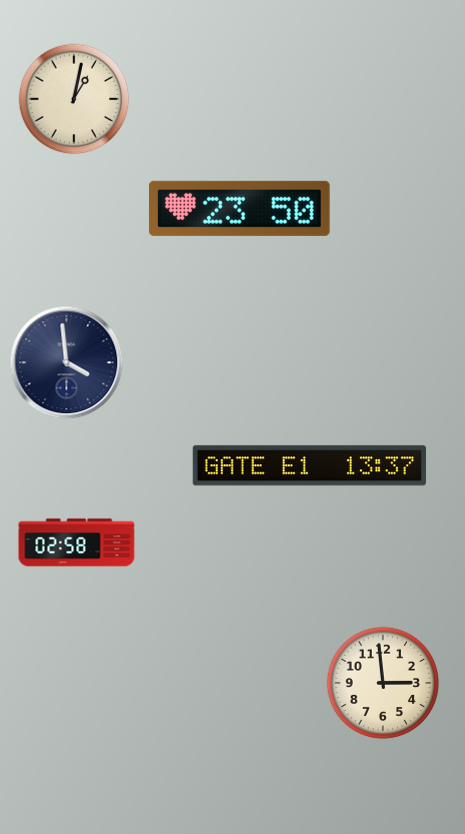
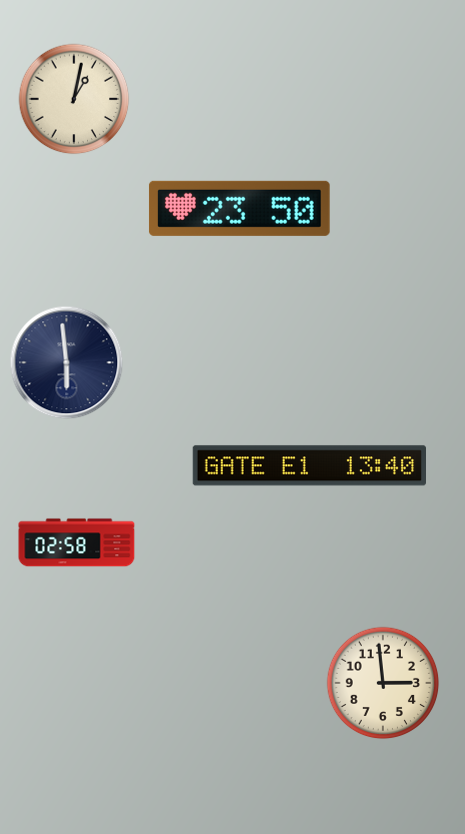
clock at (67, 363): 3:59 -> 5:59
clock at (309, 466): 13:37 -> 13:40
